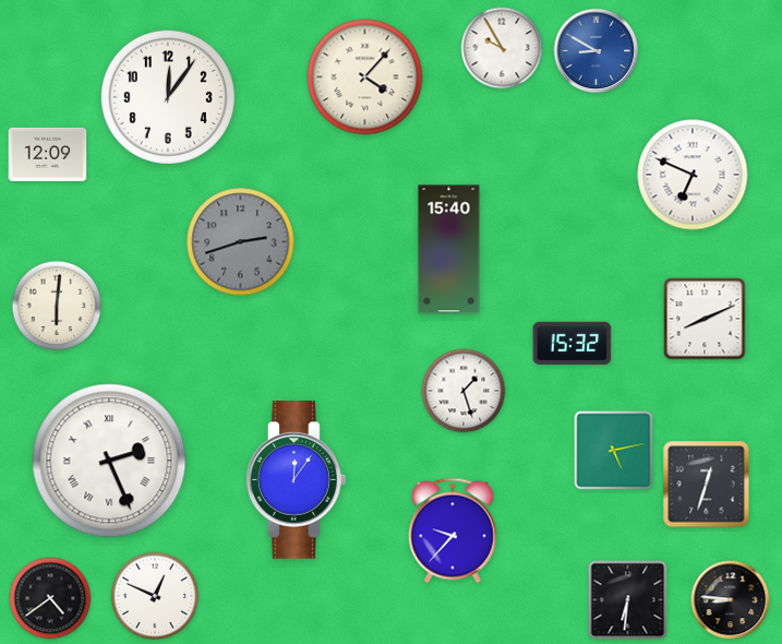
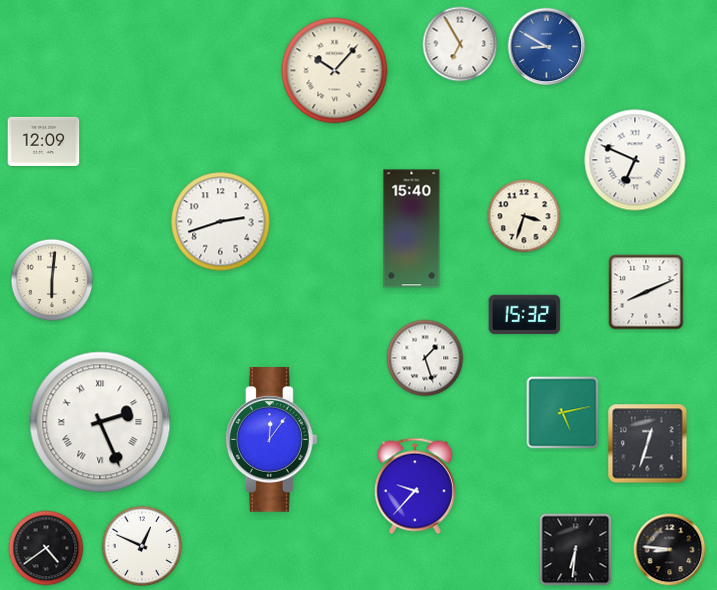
clock at (502, 48): 9:55 -> 6:55
clock at (365, 77): 4:07 -> 10:07
clock at (168, 97): 12:06 -> none
clock at (524, 216): none -> 3:33
clock at (241, 242) dial: grey -> white
